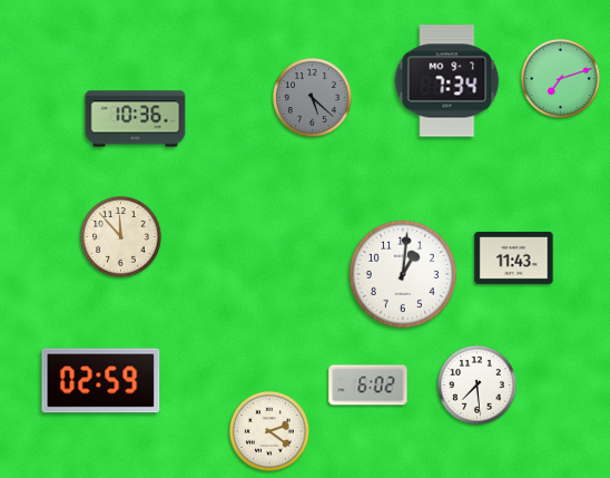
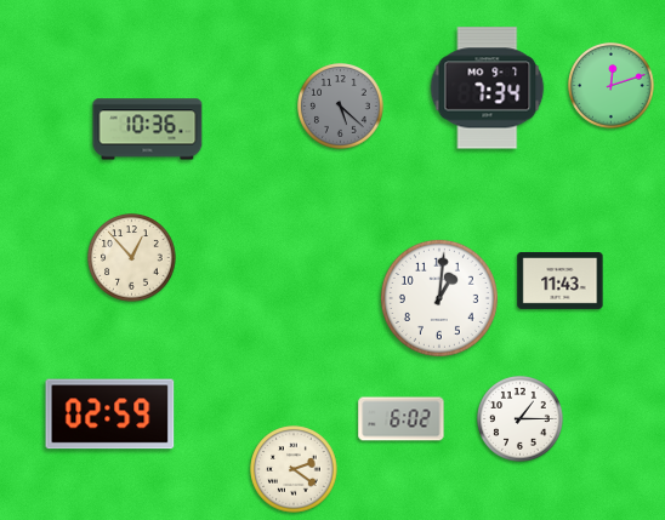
clock at (561, 79): 7:12 -> 12:12
clock at (121, 237): 11:53 -> 12:53
clock at (478, 386): 7:29 -> 1:15
